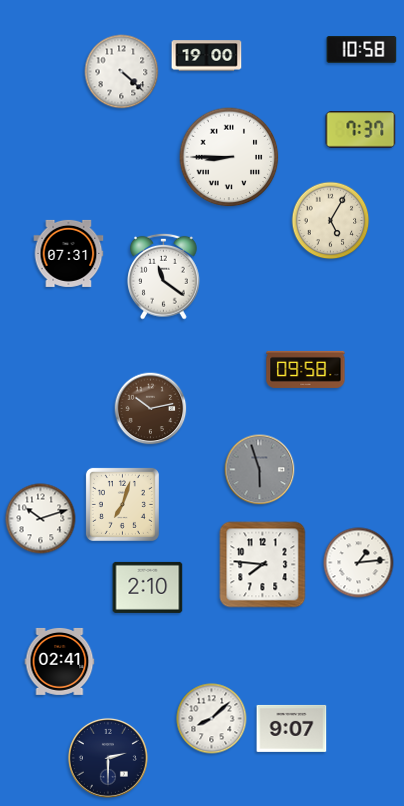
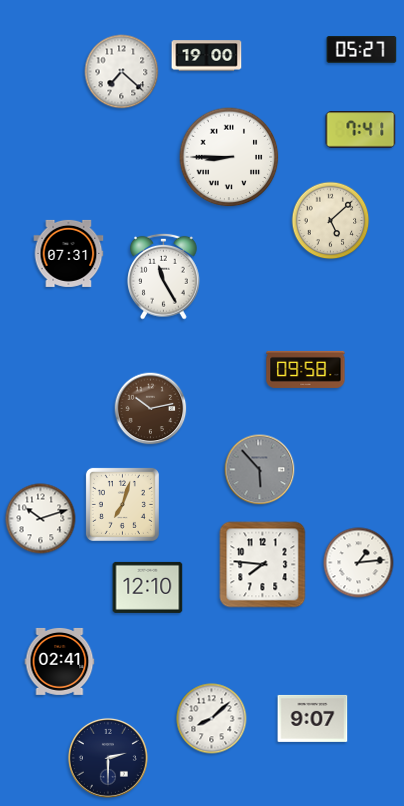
clock at (362, 50): 10:58 -> 05:27
clock at (122, 72): 4:22 -> 7:22
clock at (361, 130): 7:37 -> 7:41
clock at (331, 221): 5:05 -> 5:08
clock at (164, 276): 11:21 -> 11:25
clock at (260, 470): 5:57 -> 5:53
clock at (148, 587): 2:10 -> 12:10
clock at (292, 728) position: (292, 728) -> (313, 718)
